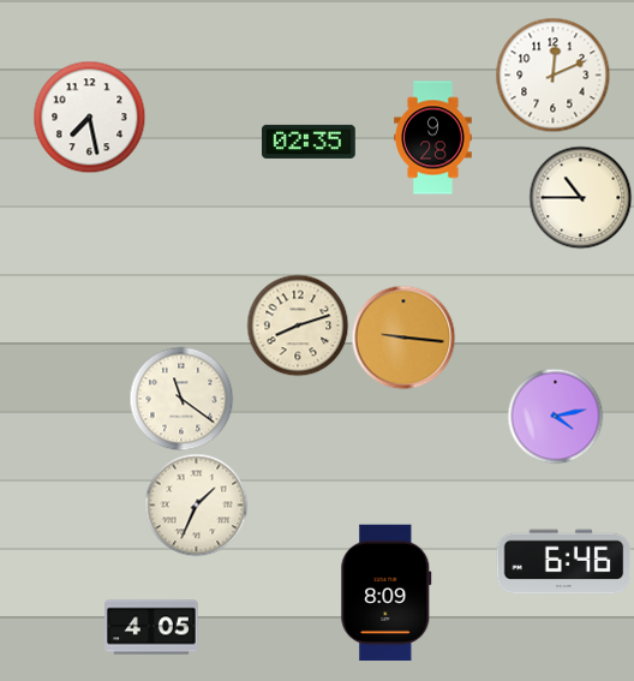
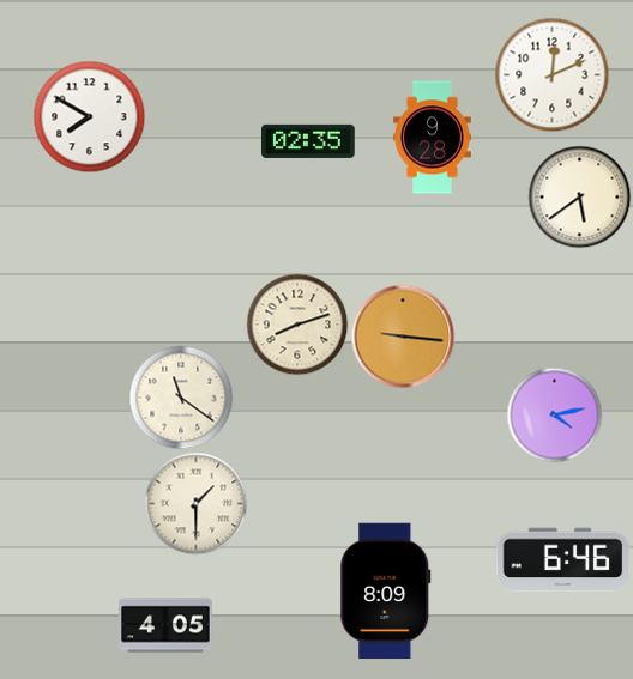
clock at (89, 117): 7:28 -> 7:50
clock at (580, 197): 10:45 -> 5:39
clock at (196, 504): 1:34 -> 1:30
clock at (151, 627) position: (151, 627) -> (165, 625)
